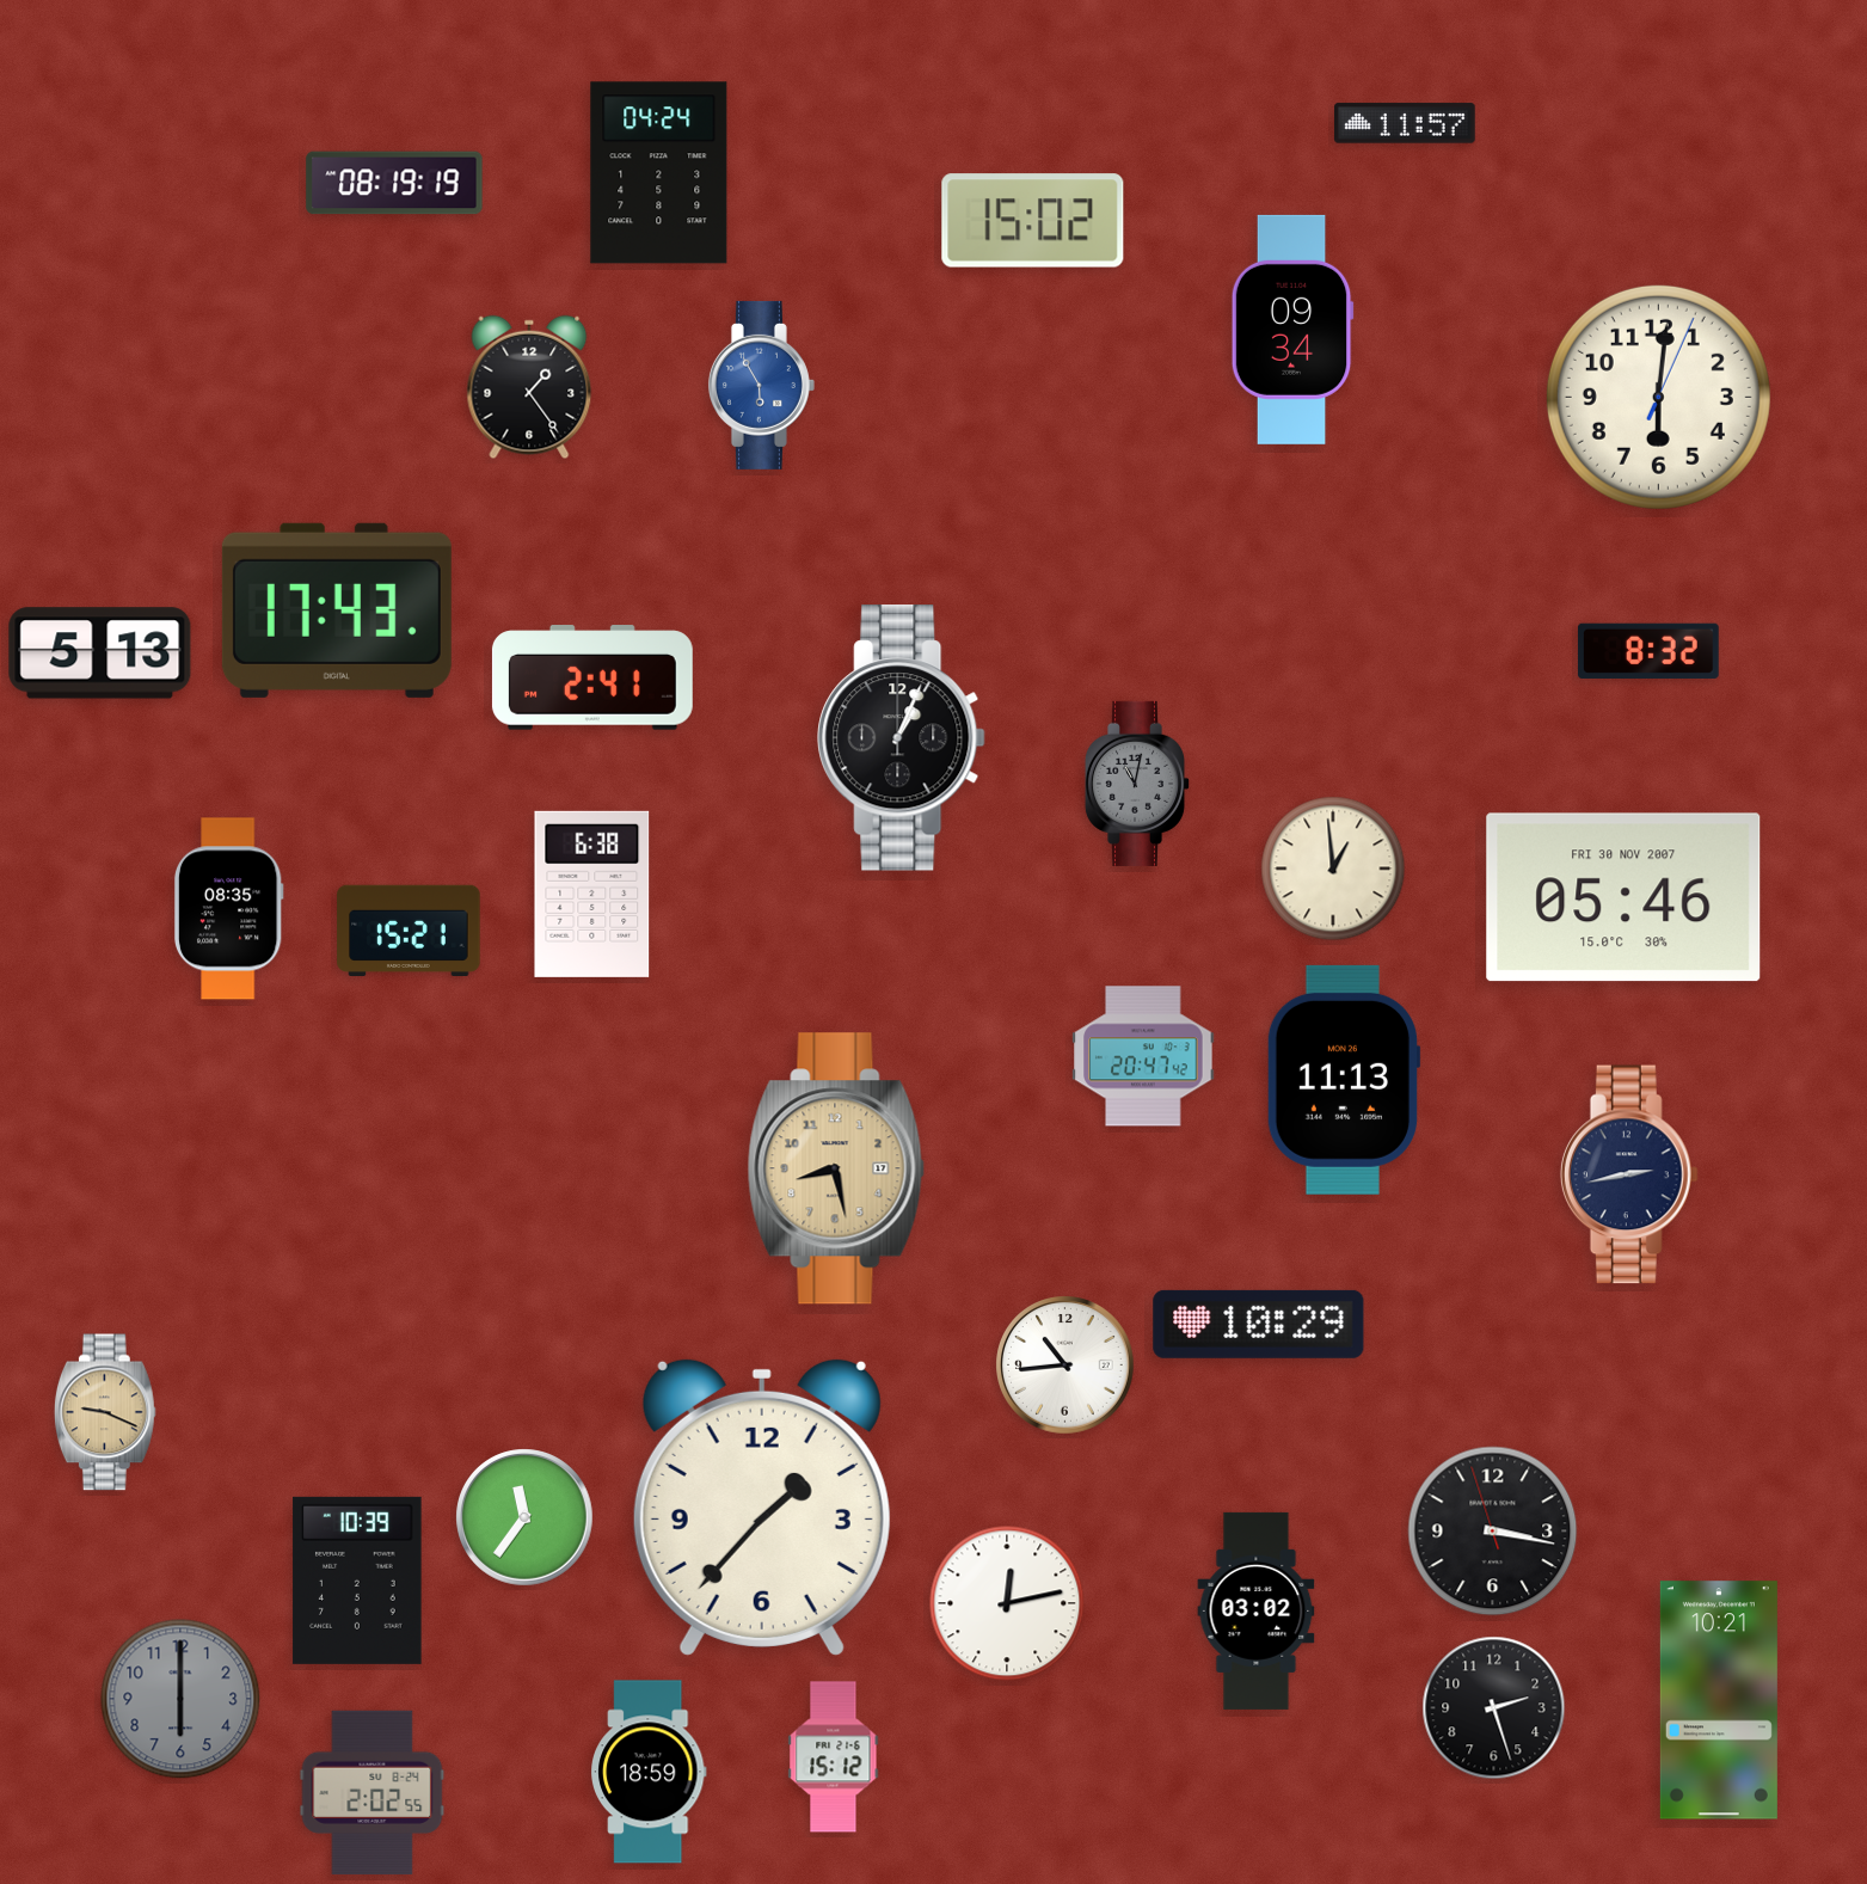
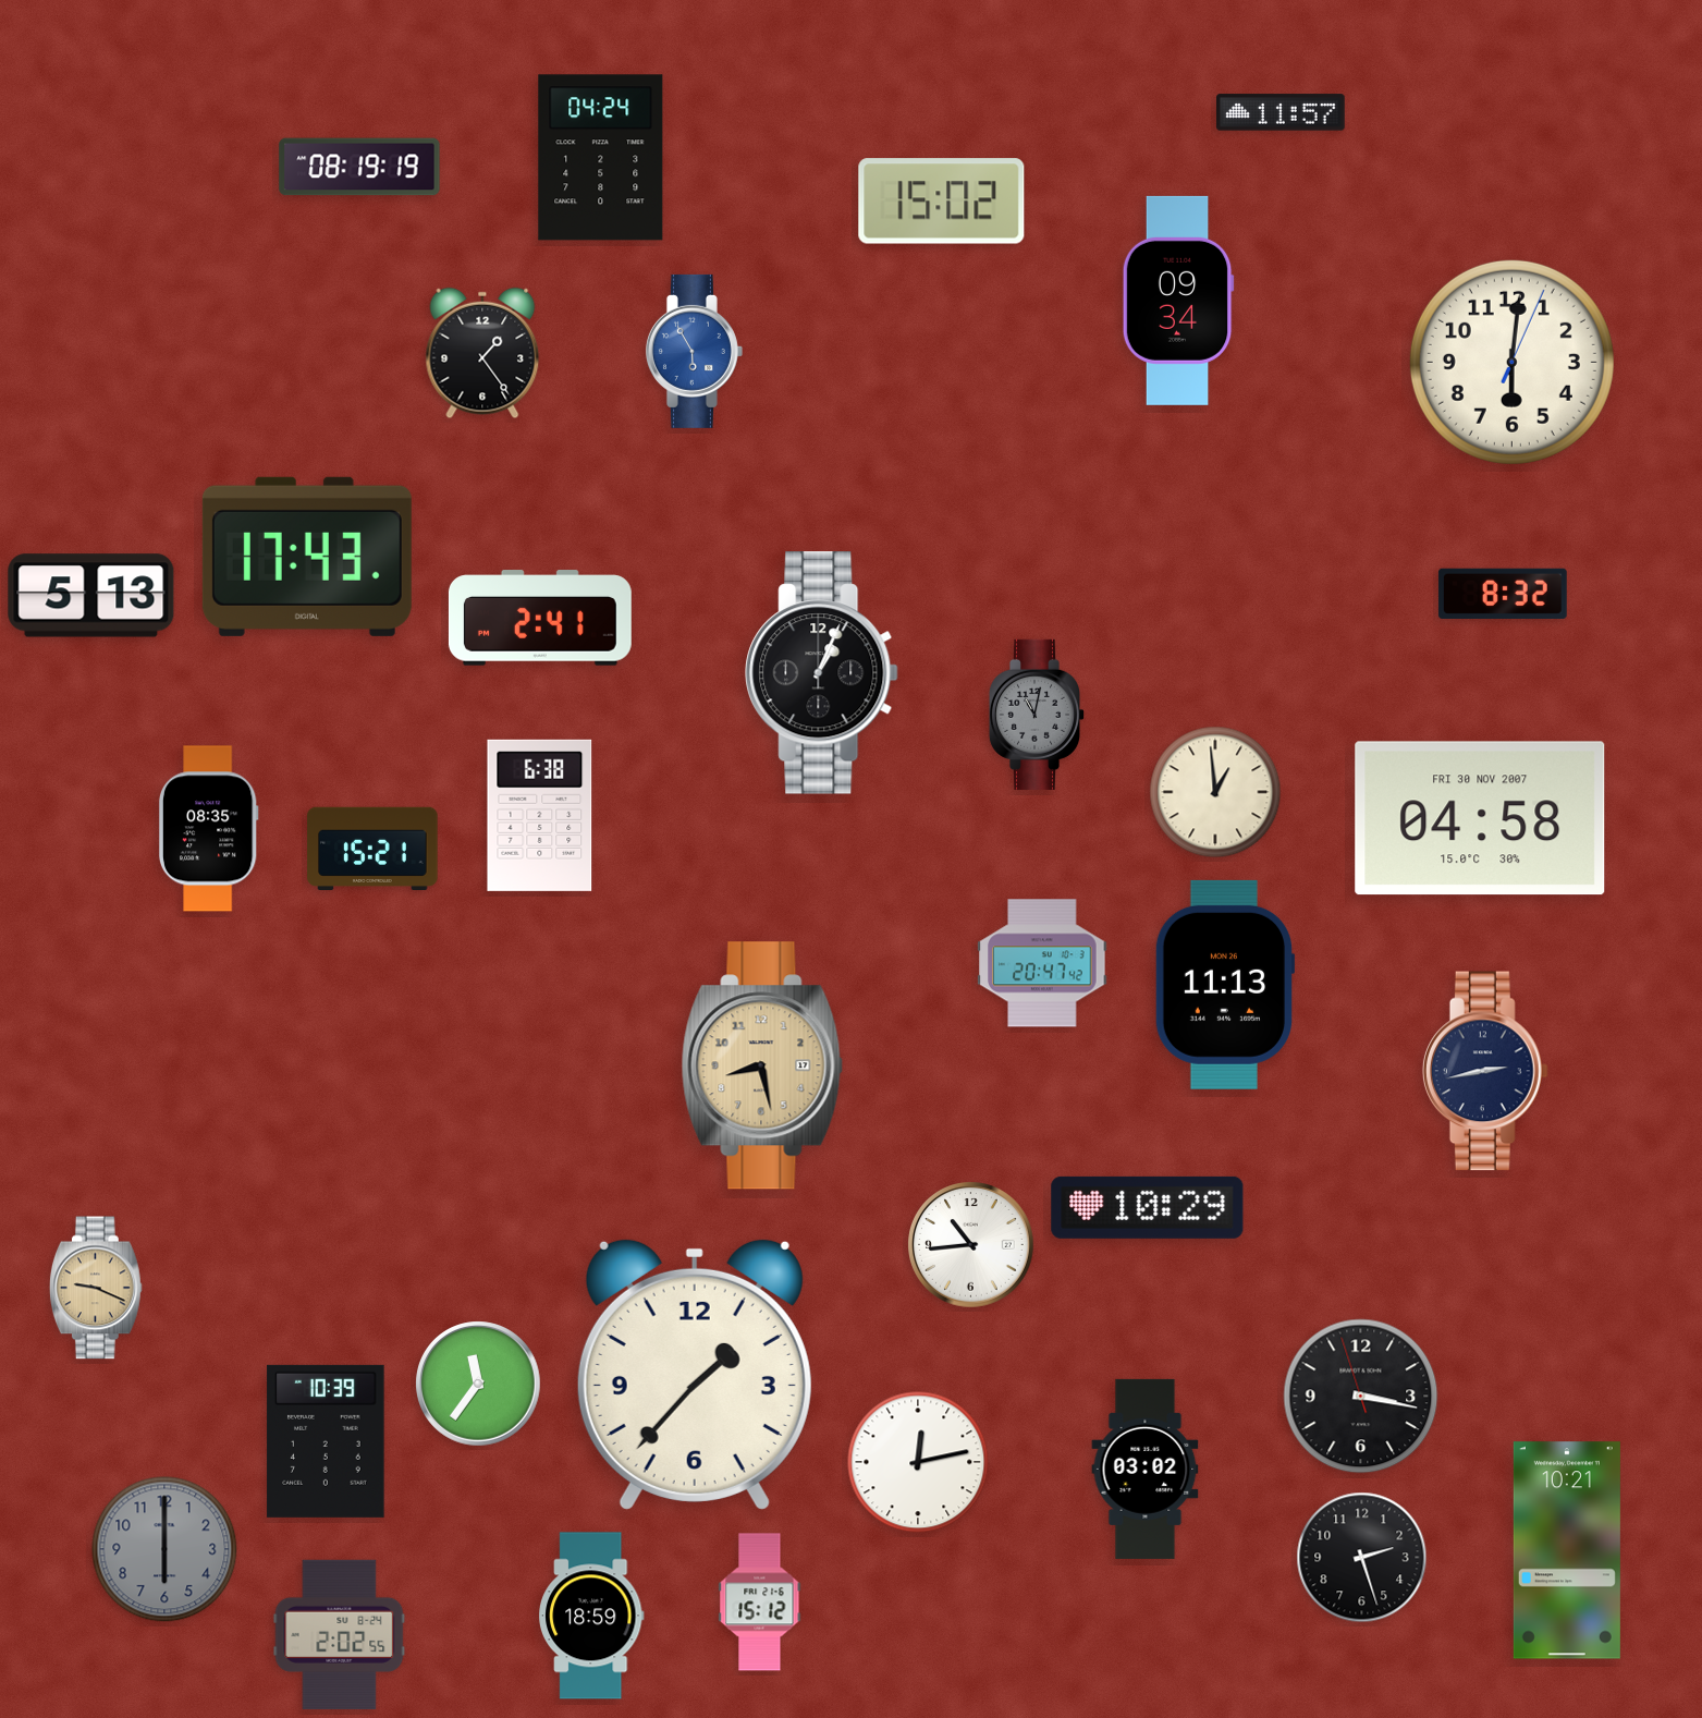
clock at (1623, 897): 05:46 -> 04:58
